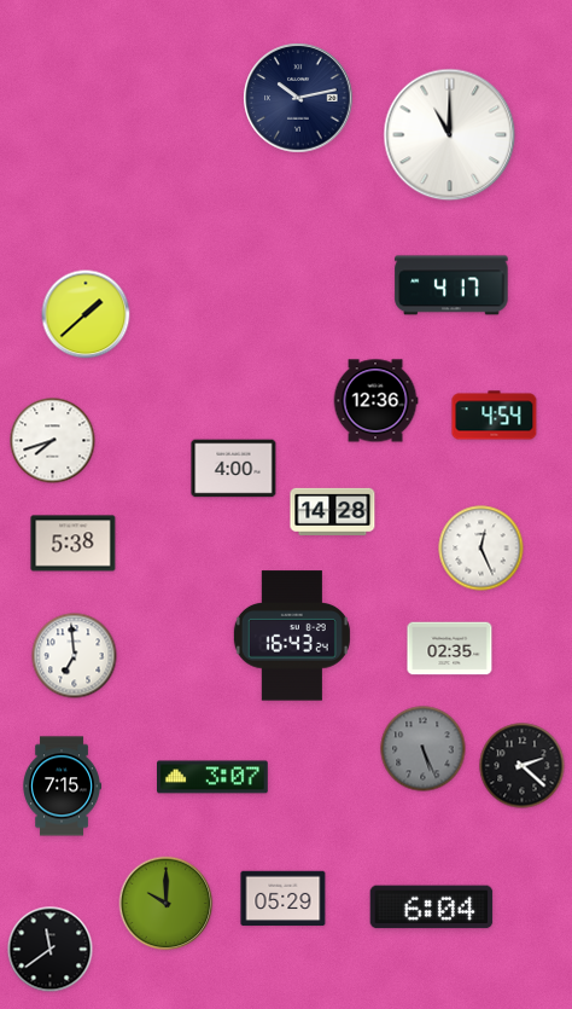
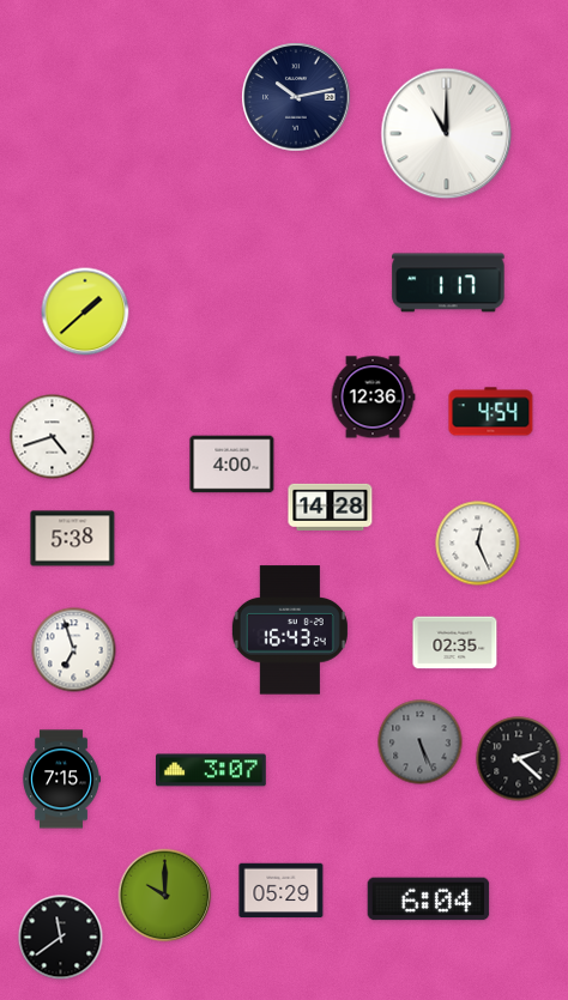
clock at (451, 285): 4:17 -> 1:17
clock at (53, 441): 7:42 -> 4:42
clock at (450, 649) position: (450, 649) -> (455, 643)
clock at (75, 656): 6:59 -> 6:57
clock at (51, 950) position: (51, 950) -> (61, 938)
